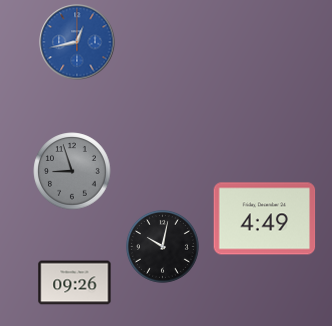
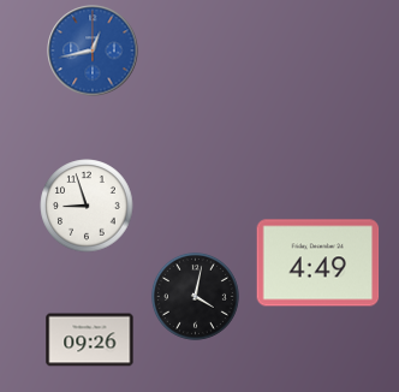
clock at (72, 171) dial: grey -> white
clock at (162, 246): 10:02 -> 4:02
